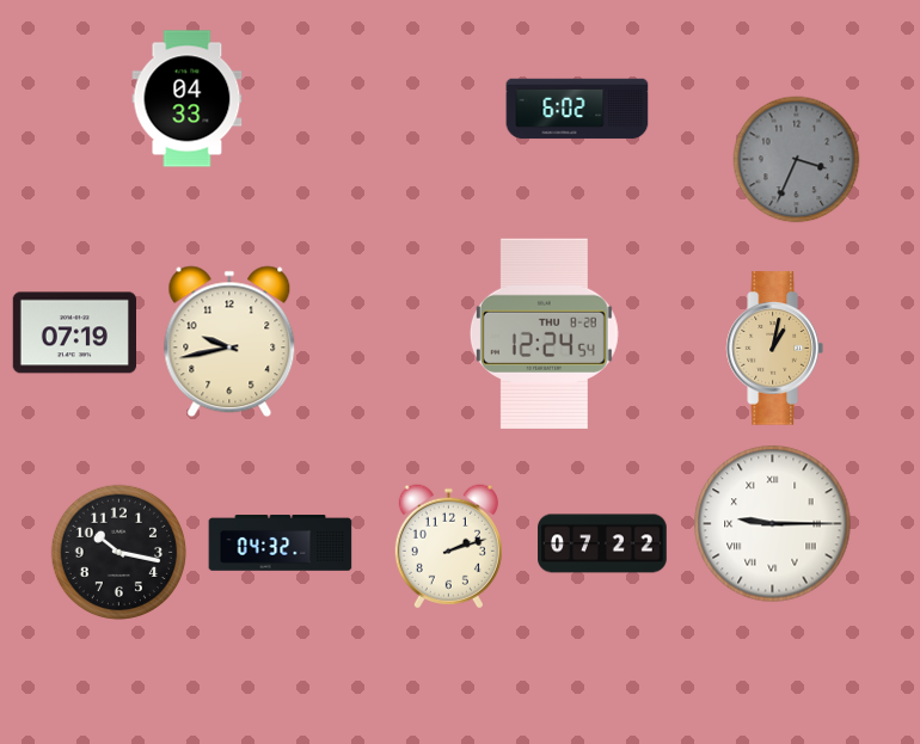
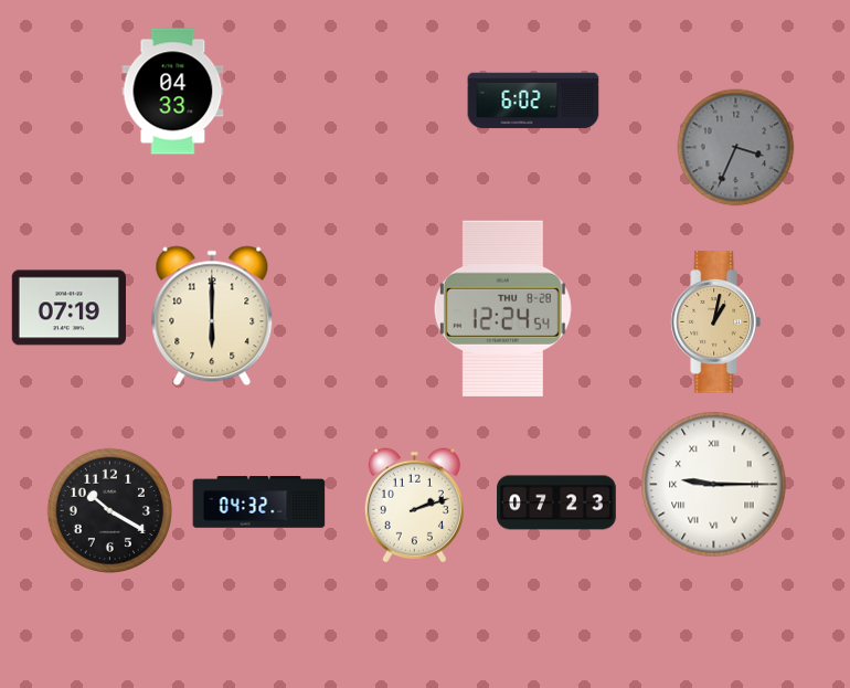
clock at (229, 342): 9:43 -> 6:00
clock at (602, 543): 07:22 -> 07:23
clock at (118, 552): 10:17 -> 10:20
